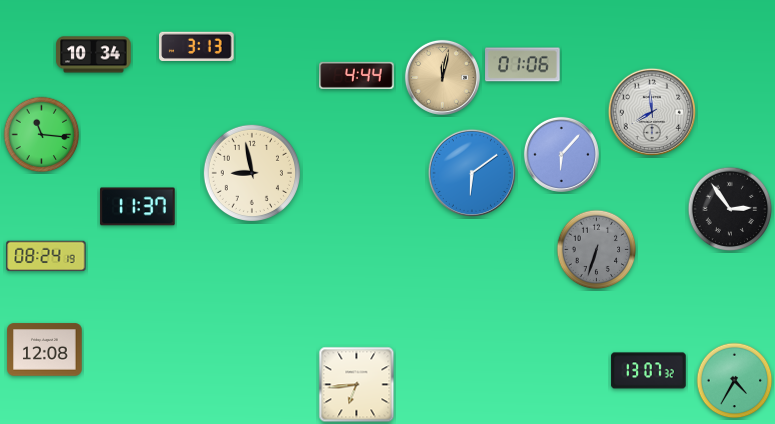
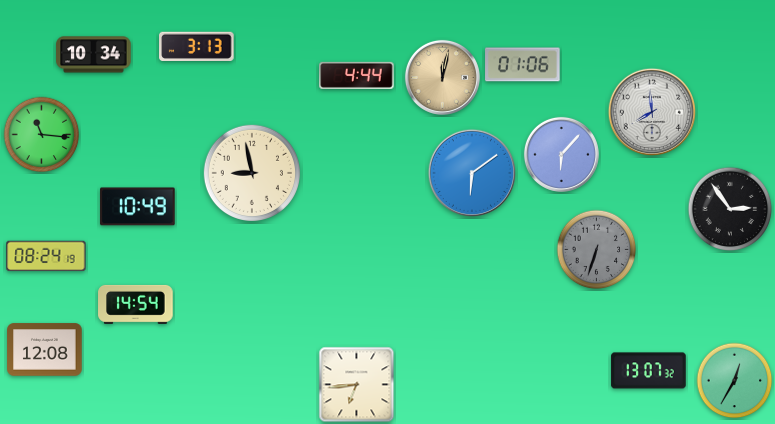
clock at (138, 207): 11:37 -> 10:49
clock at (136, 304): none -> 14:54
clock at (735, 381): 4:35 -> 12:35
